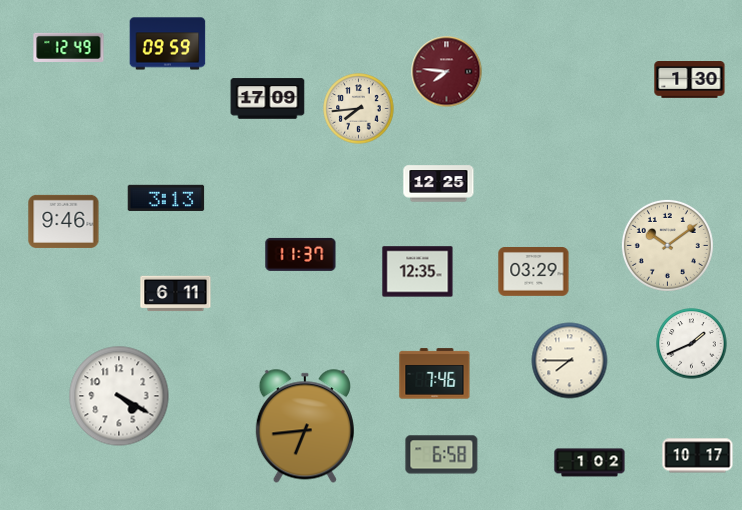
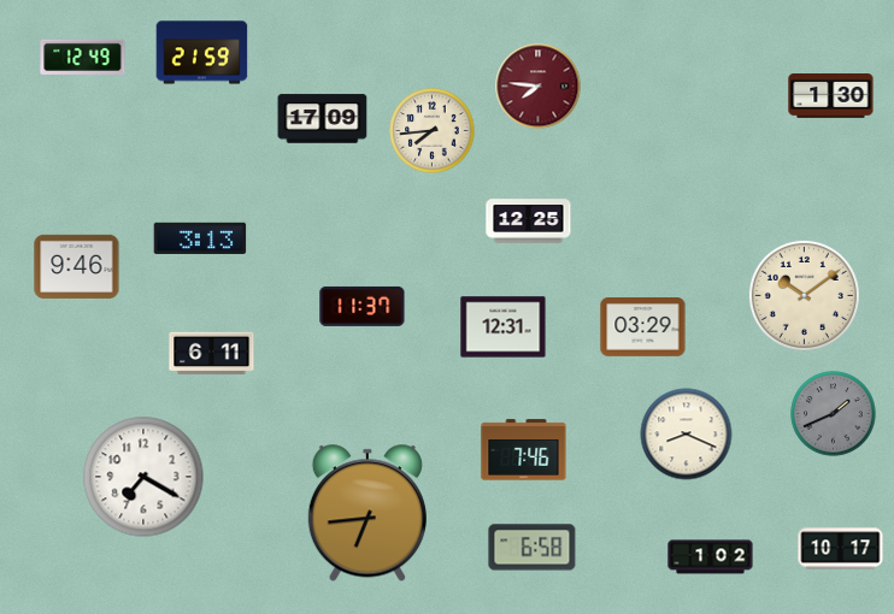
clock at (168, 44): 09:59 -> 21:59
clock at (418, 272): 12:35 -> 12:31
clock at (692, 344) dial: white -> grey
clock at (570, 361): 7:45 -> 8:19
clock at (119, 396): 4:20 -> 7:20
